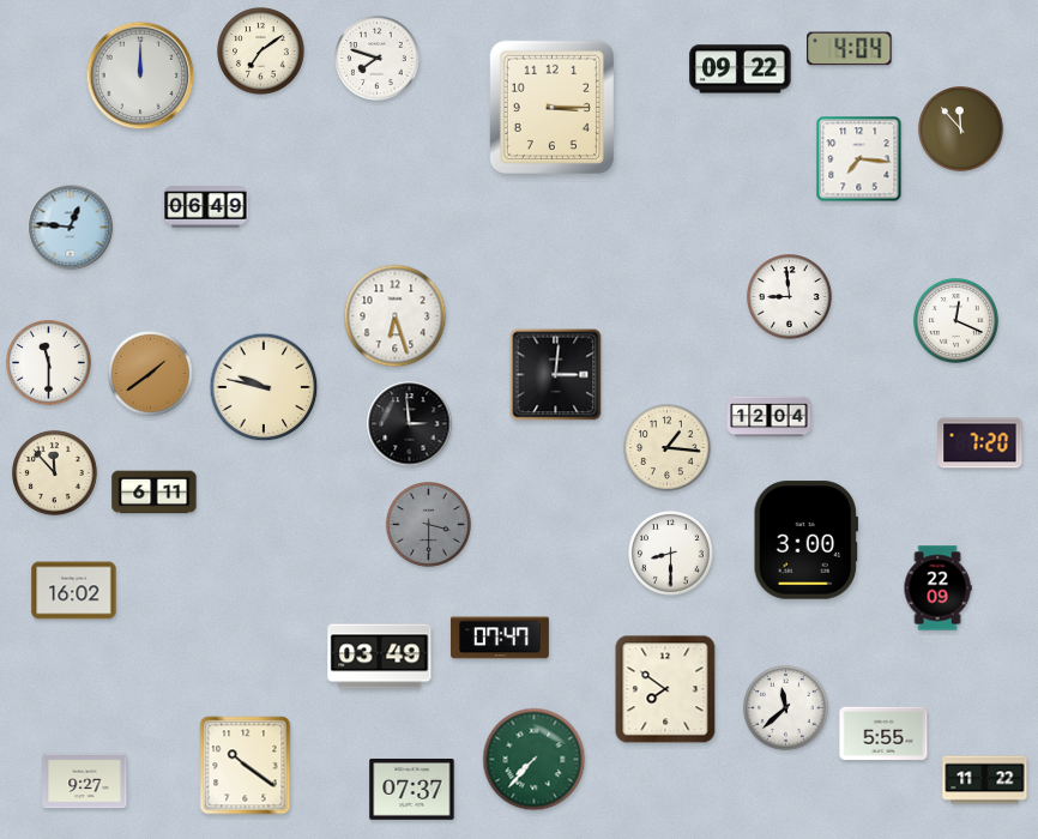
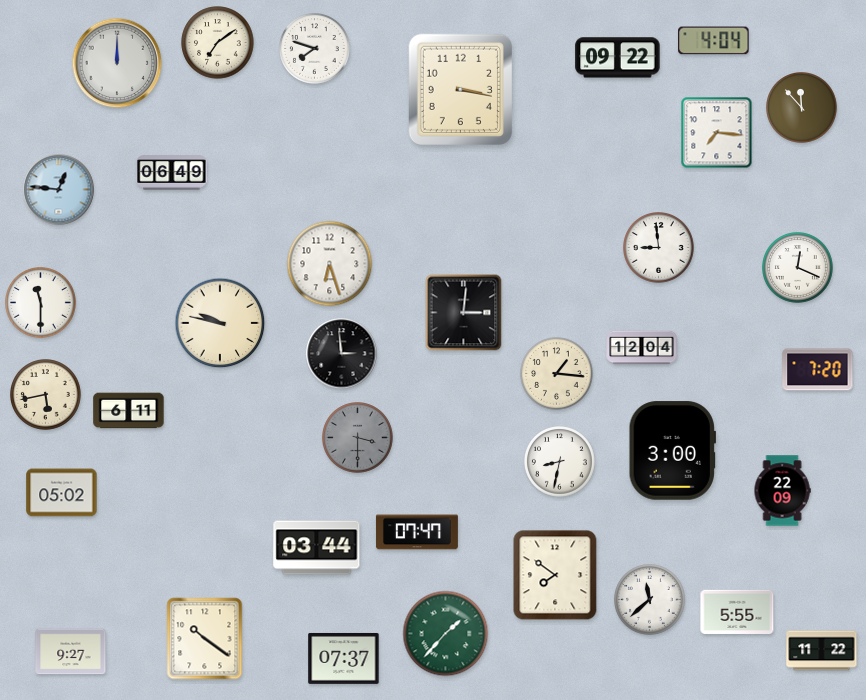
clock at (850, 49) position: (850, 49) -> (714, 41)
clock at (551, 107): 3:15 -> 3:17
clock at (151, 374): 1:39 -> none
clock at (55, 473): 11:53 -> 5:43
clock at (671, 554): 8:30 -> 8:32
clock at (74, 591): 16:02 -> 05:02
clock at (380, 657): 03:49 -> 03:44
clock at (786, 708) position: (786, 708) -> (650, 600)
clock at (535, 760): 7:37 -> 1:37
